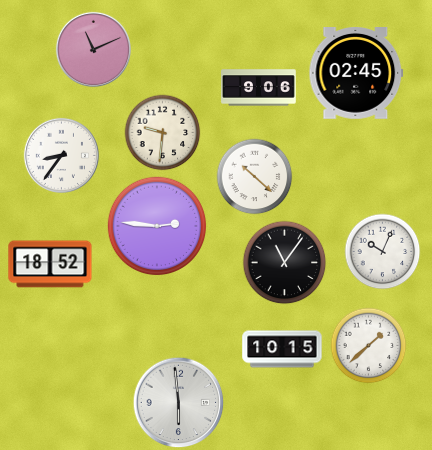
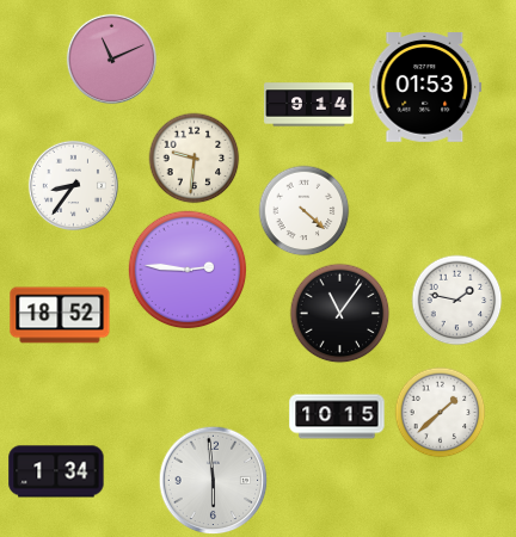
clock at (356, 74): 02:45 -> 01:53
clock at (259, 88): 9:06 -> 9:14
clock at (255, 177): 10:22 -> 4:22
clock at (383, 252): 10:04 -> 1:47
clock at (56, 471): none -> 1:34
